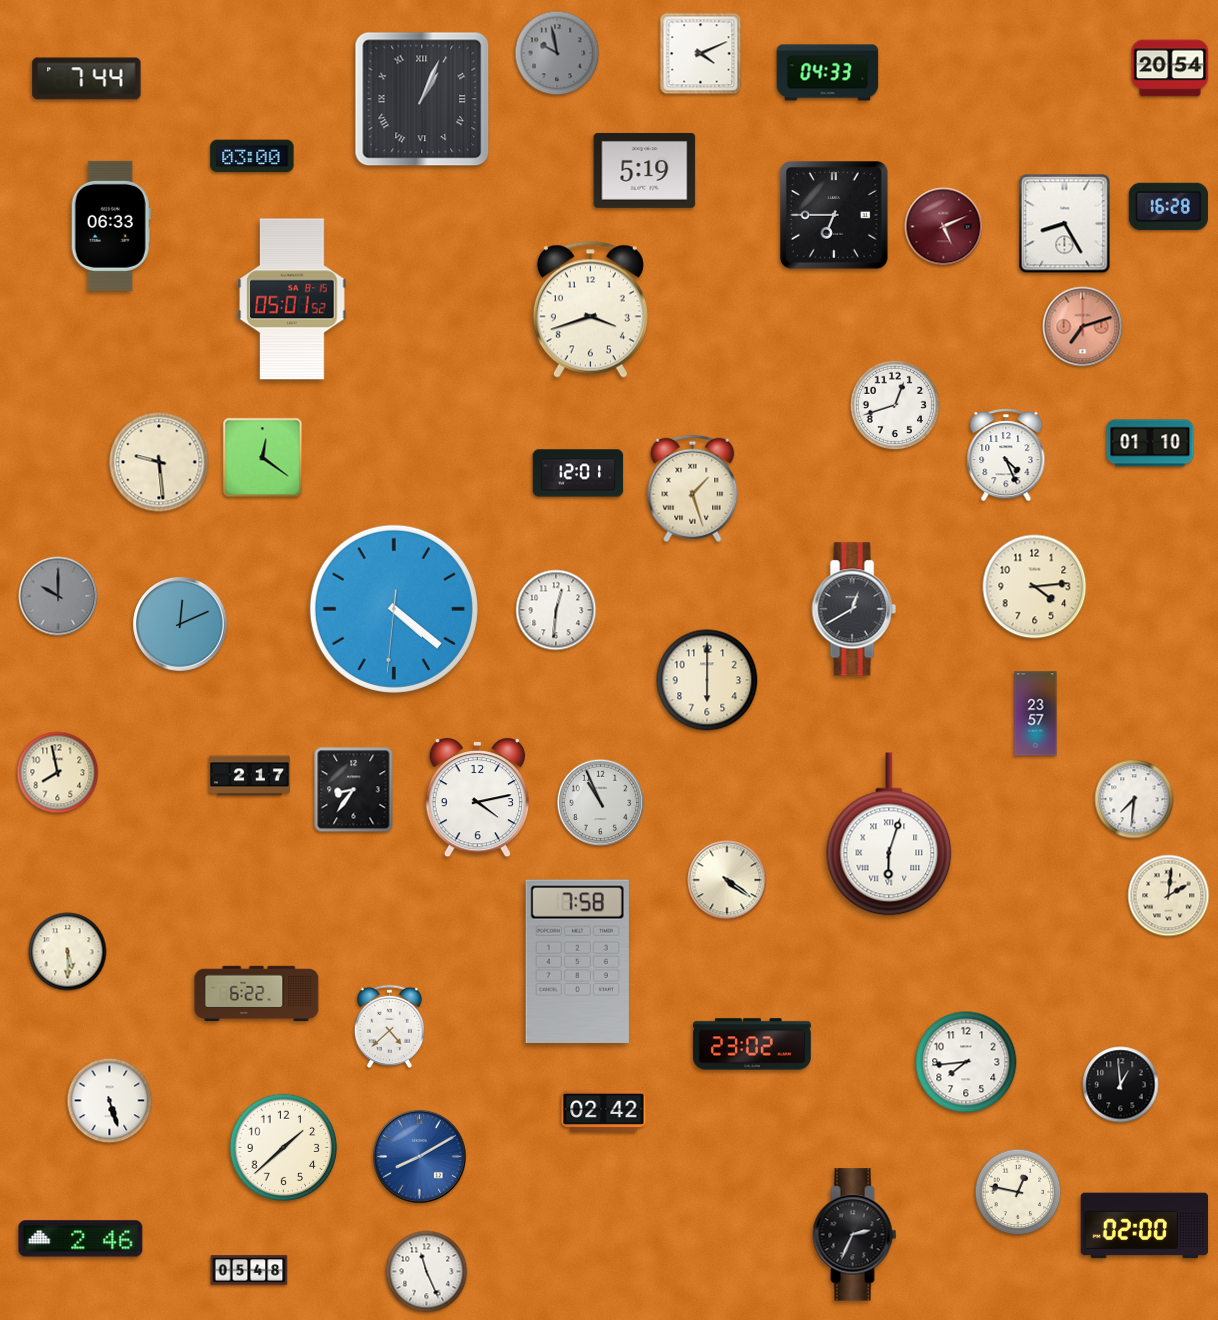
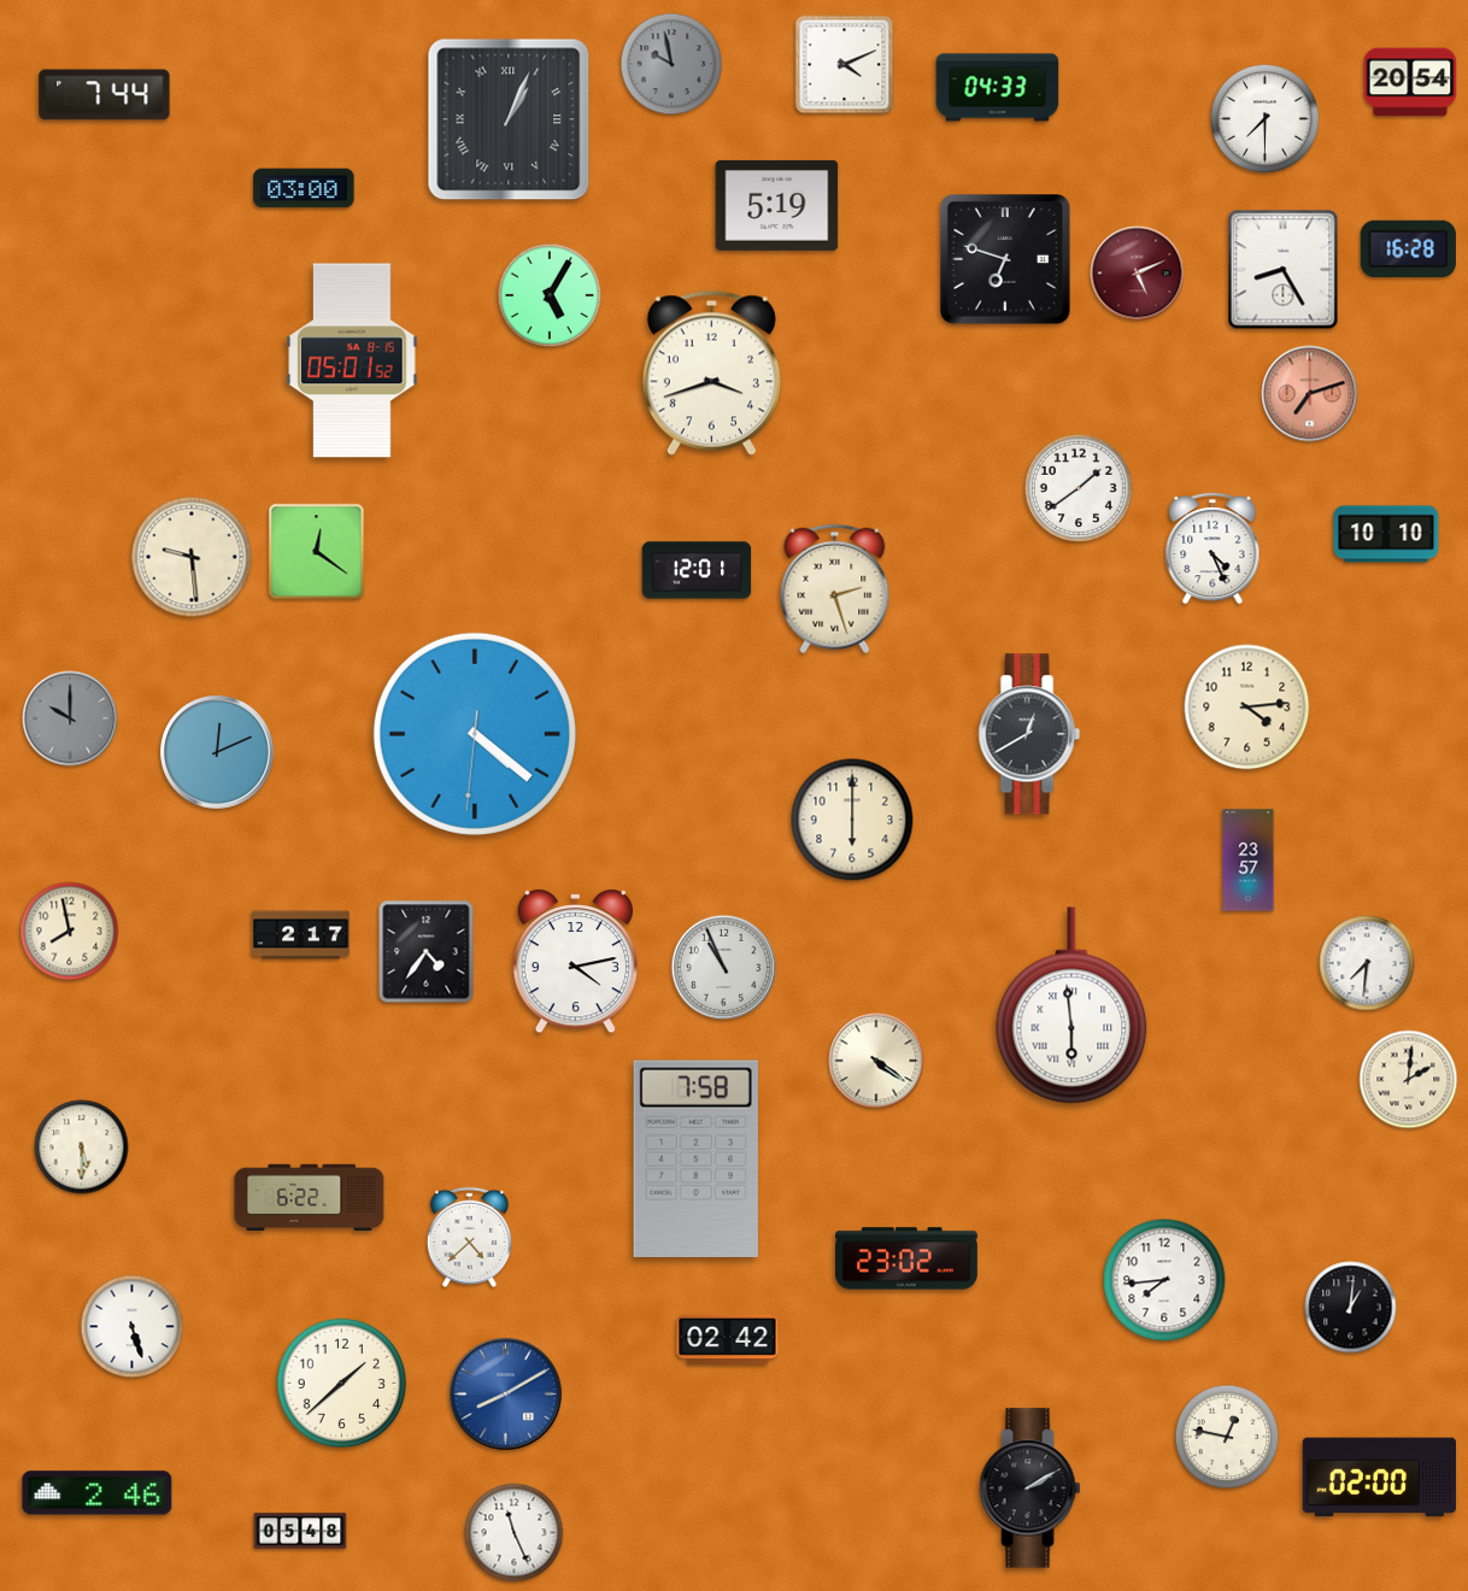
clock at (1264, 118): none -> 7:30
clock at (835, 216): 6:45 -> 6:48
clock at (111, 226): 06:33 -> none
clock at (550, 295): none -> 5:05
clock at (1083, 327) position: (1083, 327) -> (1310, 394)
clock at (895, 405): 12:42 -> 1:39
clock at (1150, 443): 01:10 -> 10:10
clock at (693, 489): 1:27 -> 2:27
clock at (556, 610): 12:31 -> none
clock at (354, 790): 8:36 -> 4:36
clock at (889, 834): 6:03 -> 5:59
clock at (1121, 1085): 12:59 -> 1:01
clock at (855, 1235): 2:34 -> 2:10
